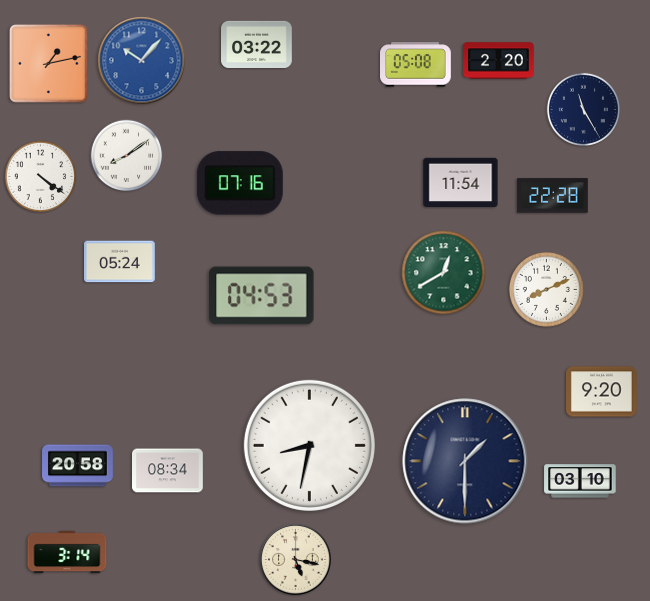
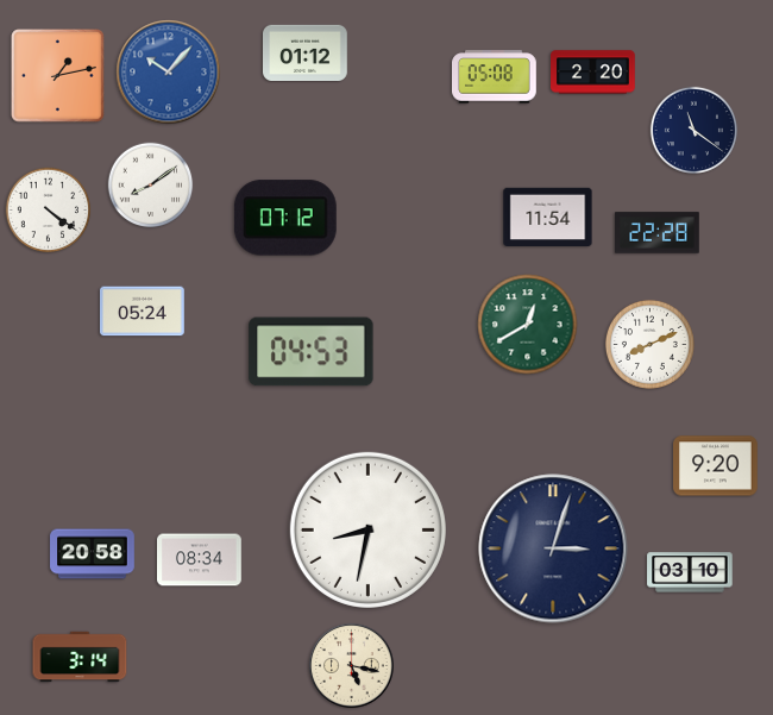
clock at (257, 44): 03:22 -> 01:12
clock at (583, 109): 11:25 -> 11:21
clock at (240, 183): 07:16 -> 07:12
clock at (465, 461): 1:30 -> 3:03
